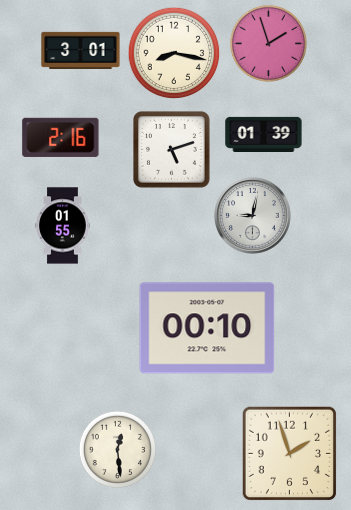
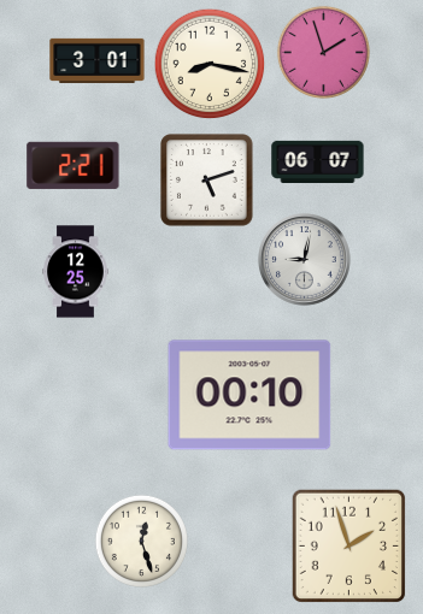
clock at (264, 134): 01:39 -> 06:07
clock at (61, 137): 2:16 -> 2:21
clock at (63, 226): 01:55 -> 12:25
clock at (117, 449): 12:29 -> 12:27
